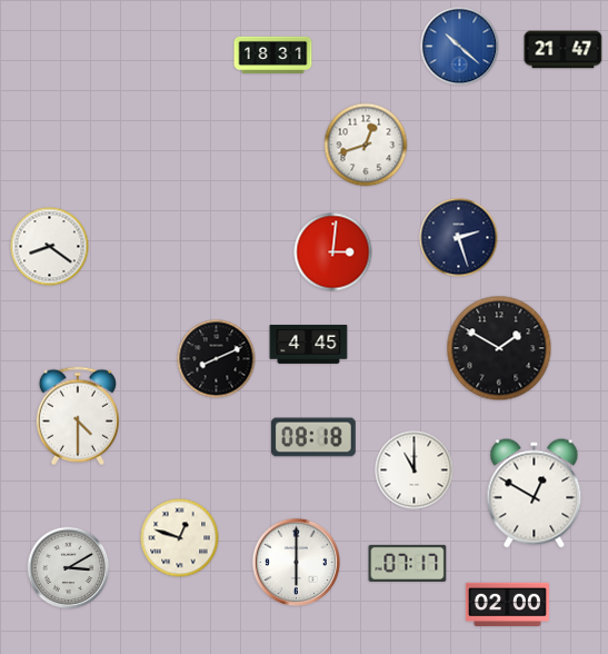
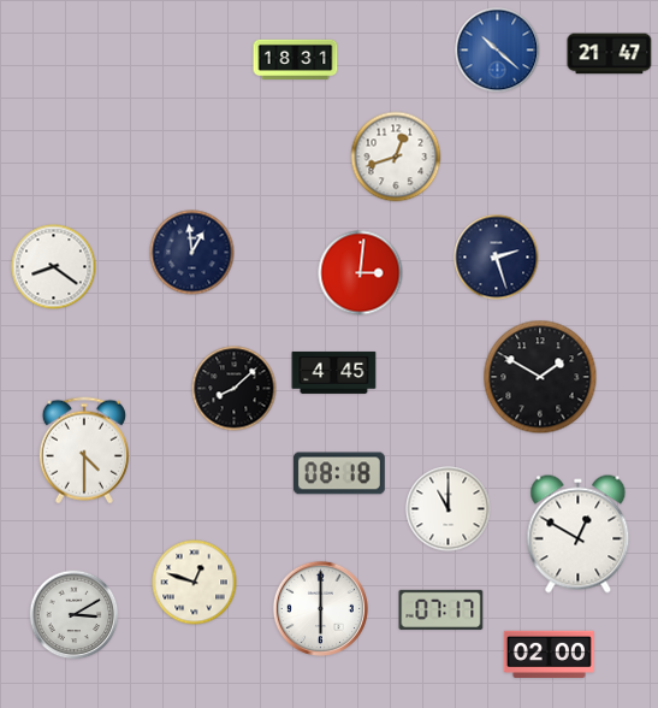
clock at (192, 253): none -> 12:59
clock at (217, 359): 8:11 -> 8:08
